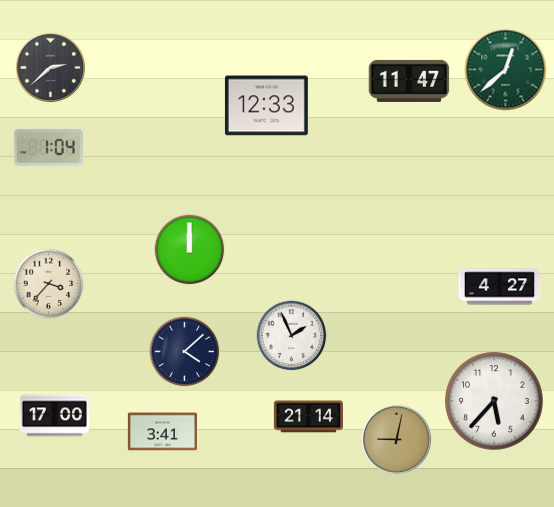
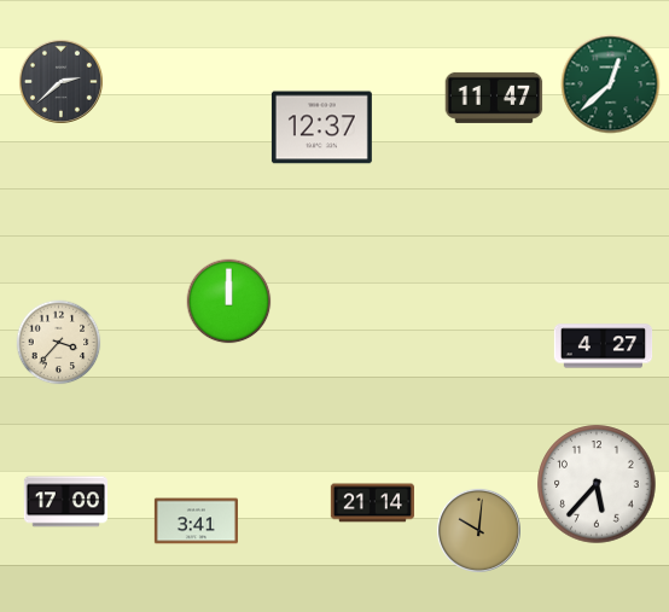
clock at (266, 106): 12:33 -> 12:37
clock at (48, 148): 1:04 -> none
clock at (292, 336): 1:56 -> none
clock at (185, 352): 4:08 -> none
clock at (396, 439): 9:02 -> 10:01
